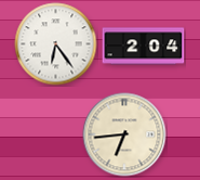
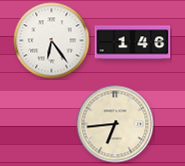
clock at (144, 47): 2:04 -> 1:46
